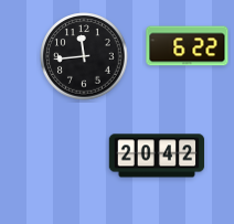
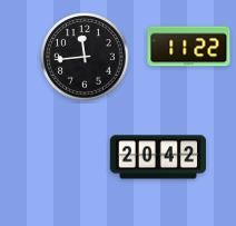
clock at (188, 46): 6:22 -> 11:22
